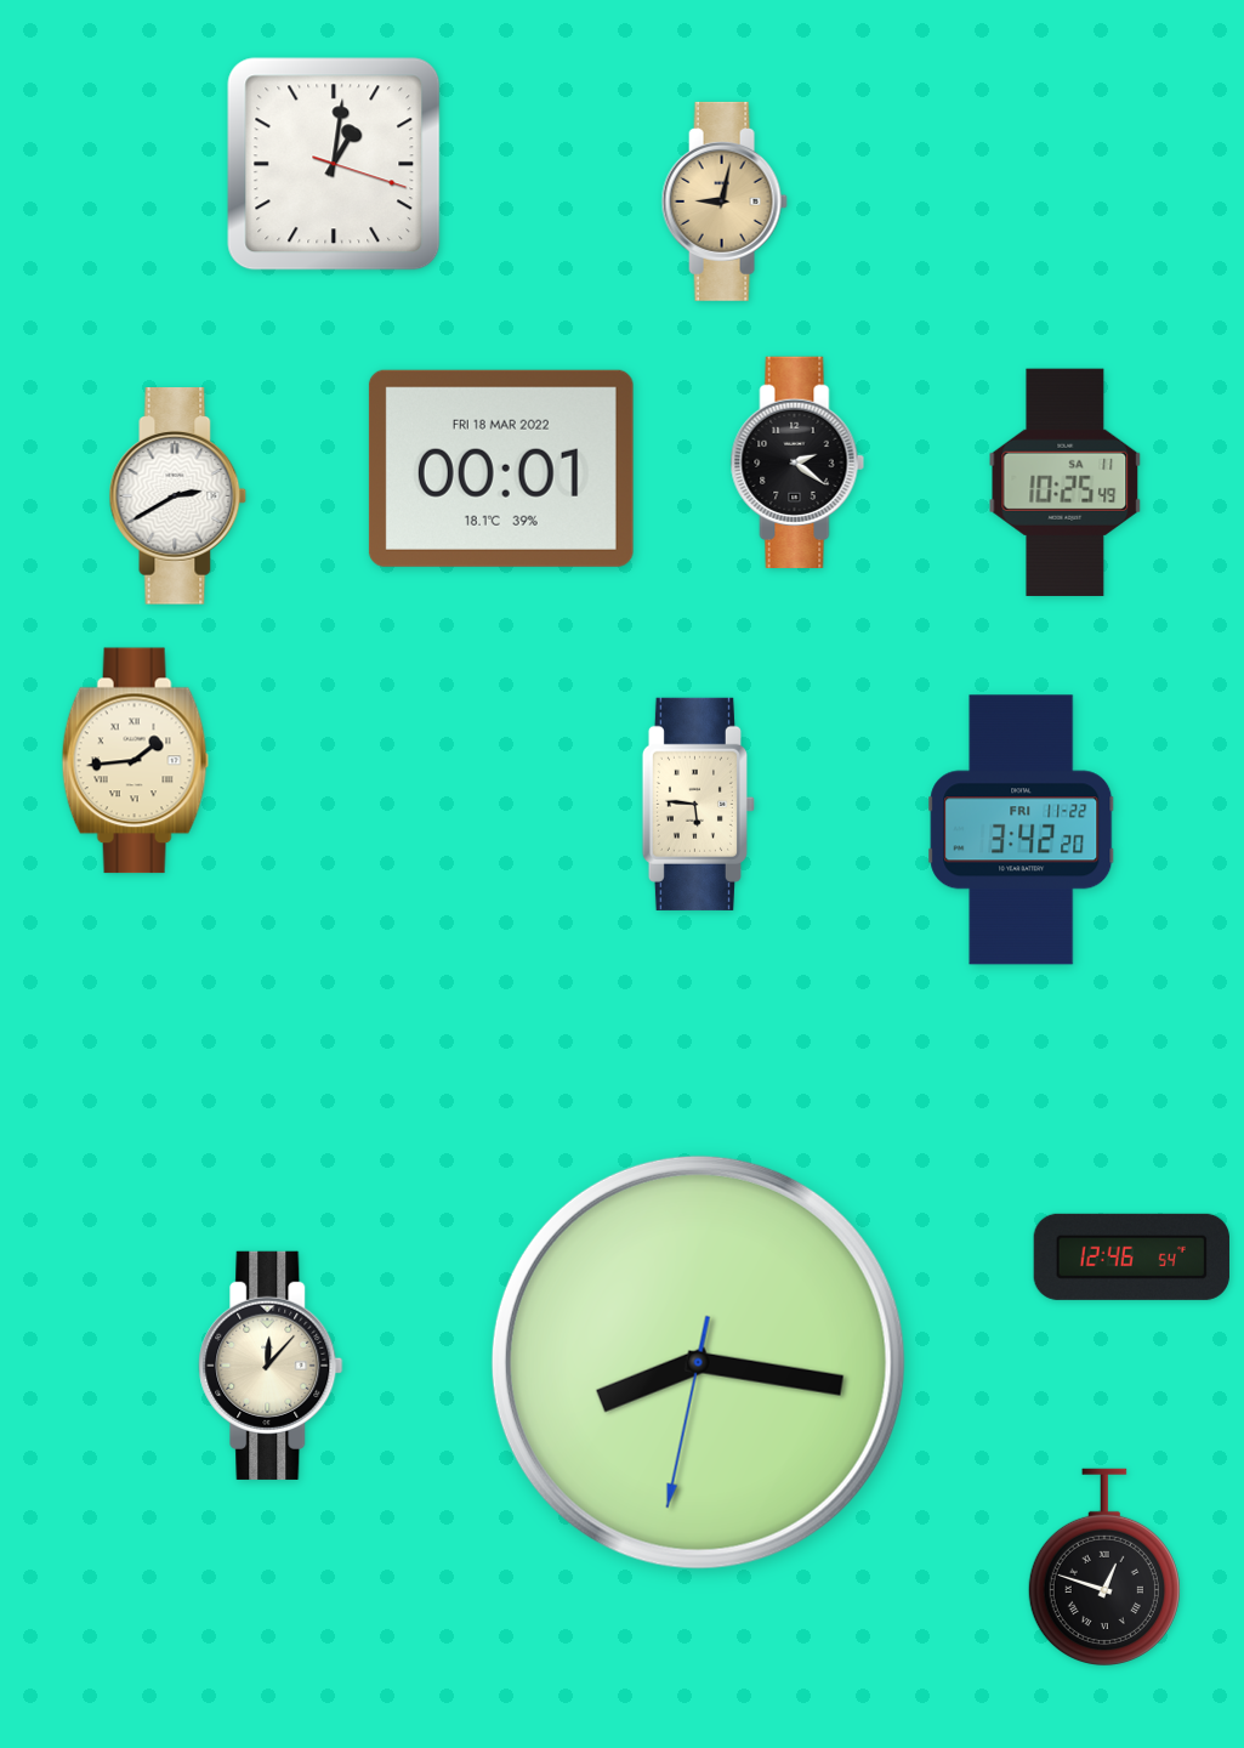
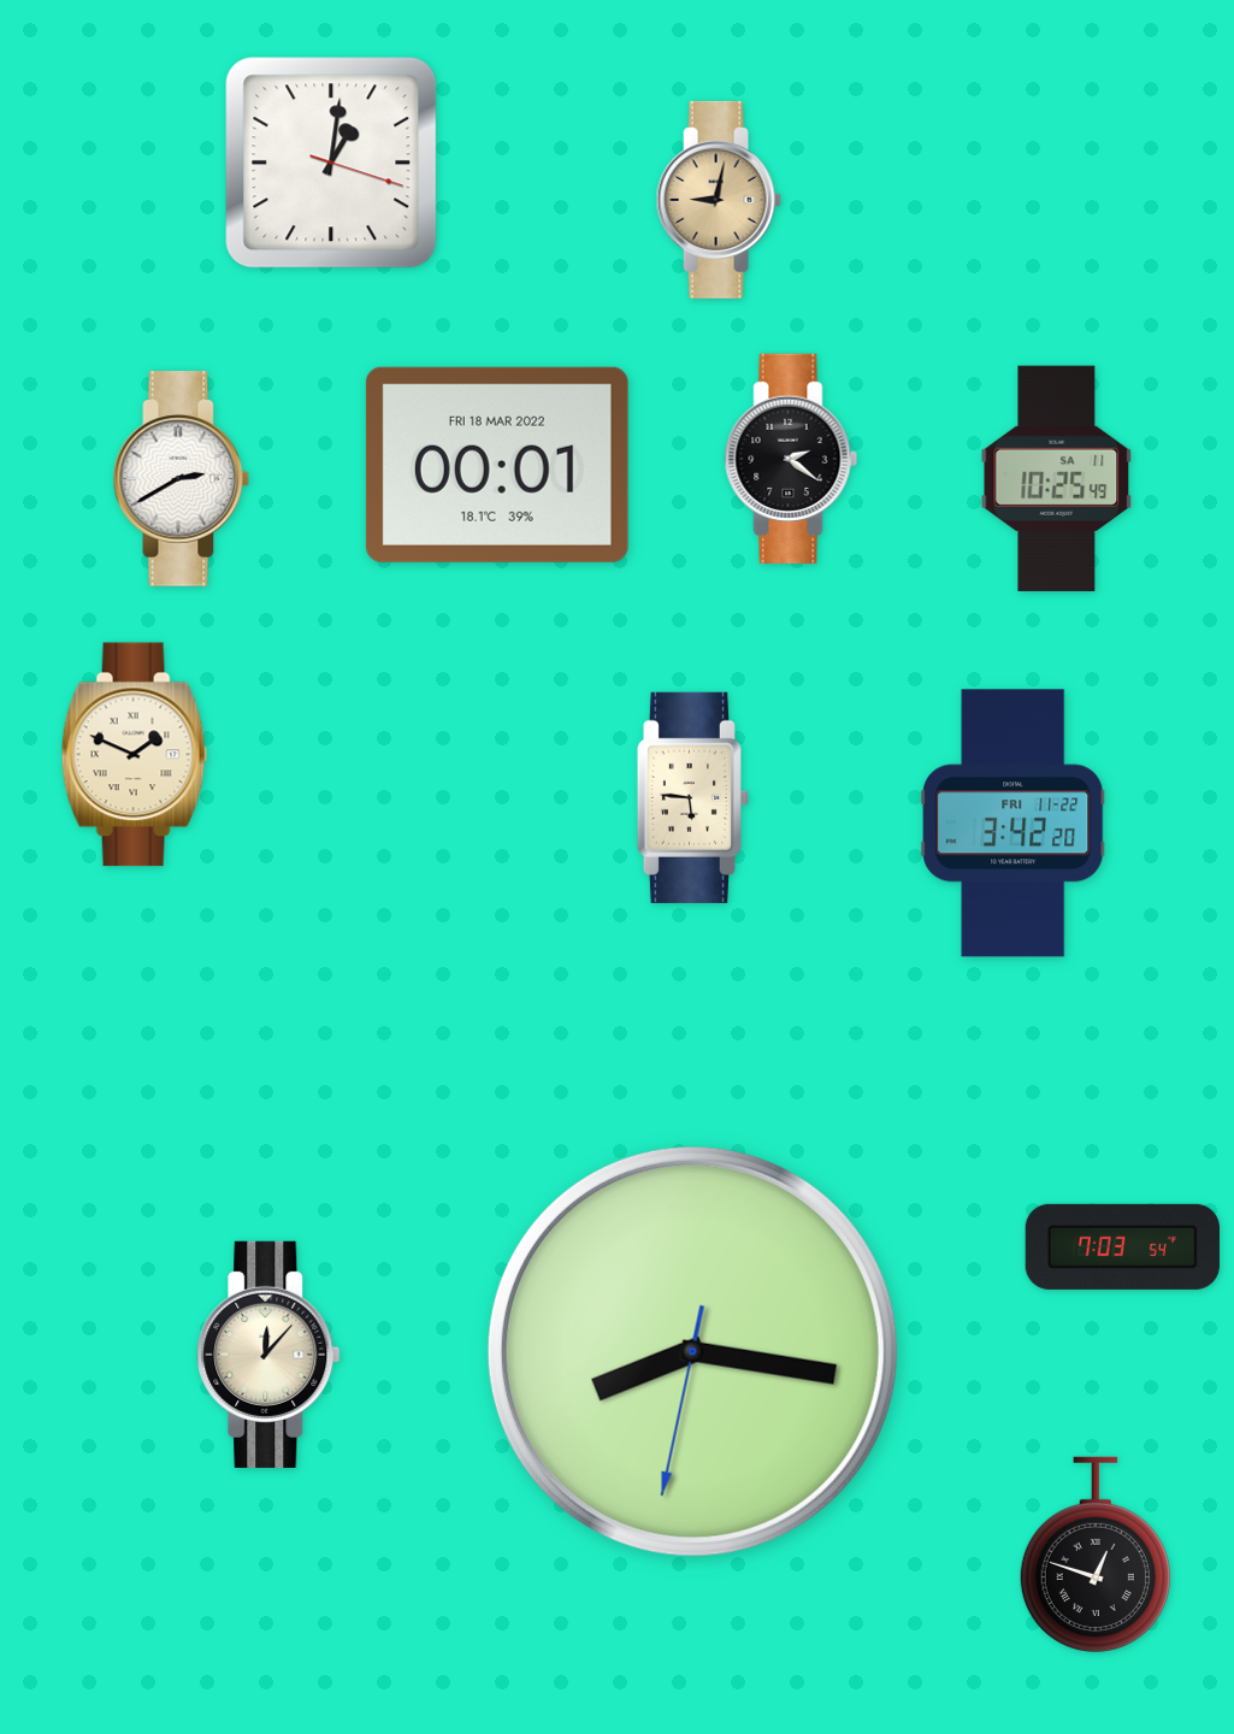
clock at (178, 496) position: (178, 496) -> (182, 479)
clock at (136, 761): 1:44 -> 1:49
clock at (1131, 1256): 12:46 -> 7:03
